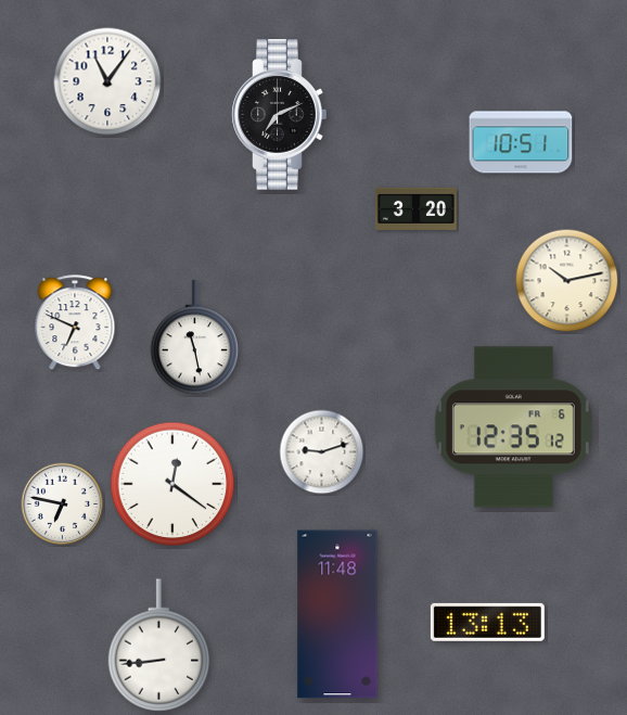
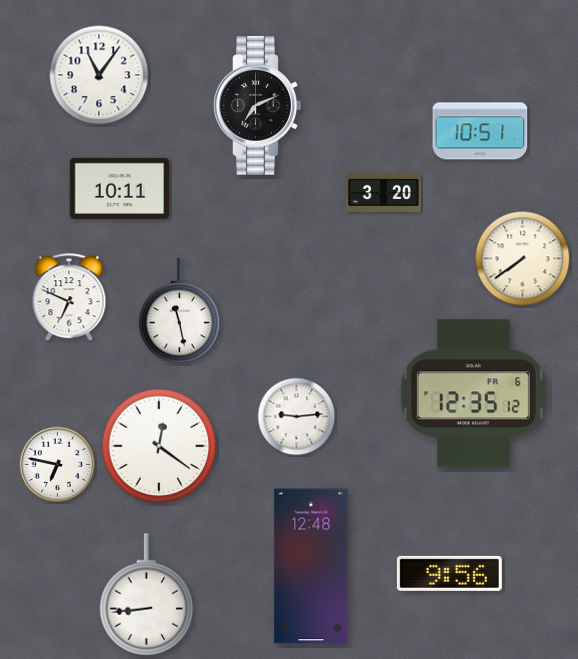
clock at (120, 188): none -> 10:11
clock at (567, 281): 10:13 -> 7:39
clock at (322, 452): 9:12 -> 9:14
clock at (337, 614): 11:48 -> 12:48
clock at (487, 622): 13:13 -> 9:56
